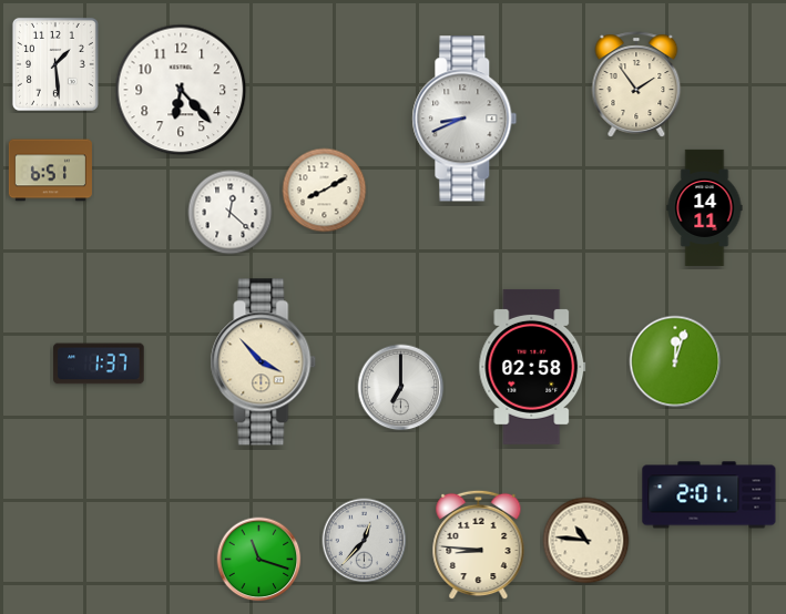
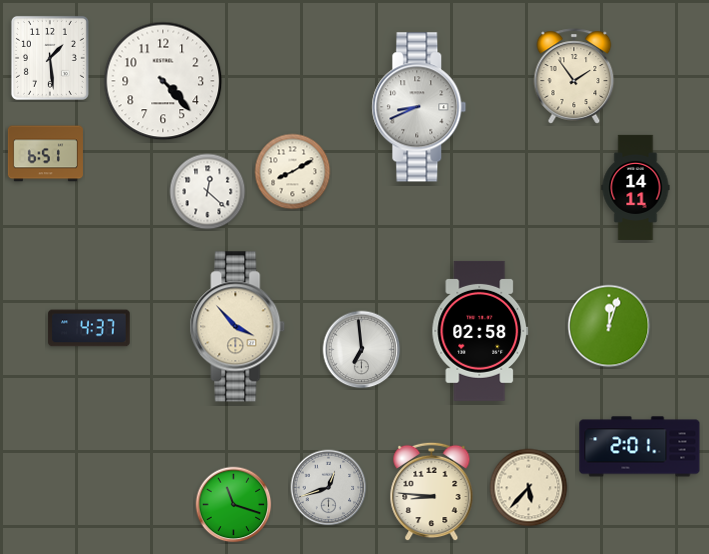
clock at (181, 90): 6:23 -> 4:23
clock at (99, 364): 1:37 -> 4:37
clock at (401, 388): 7:00 -> 6:59
clock at (365, 541): 12:37 -> 12:42
clock at (586, 541): 10:46 -> 5:37
